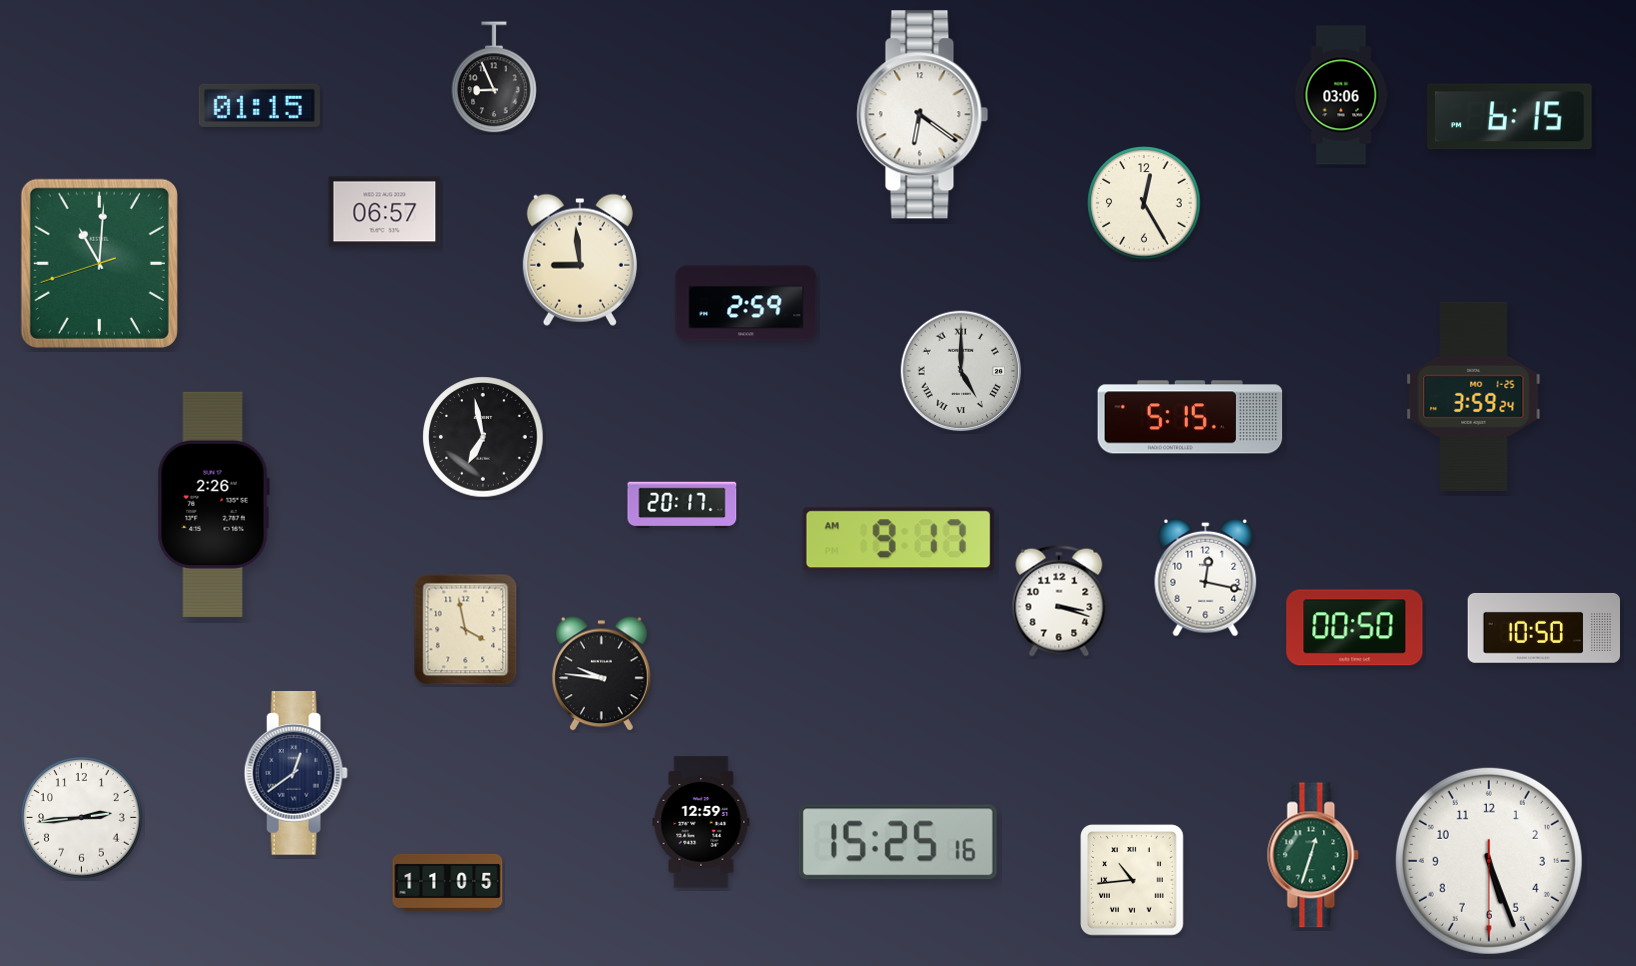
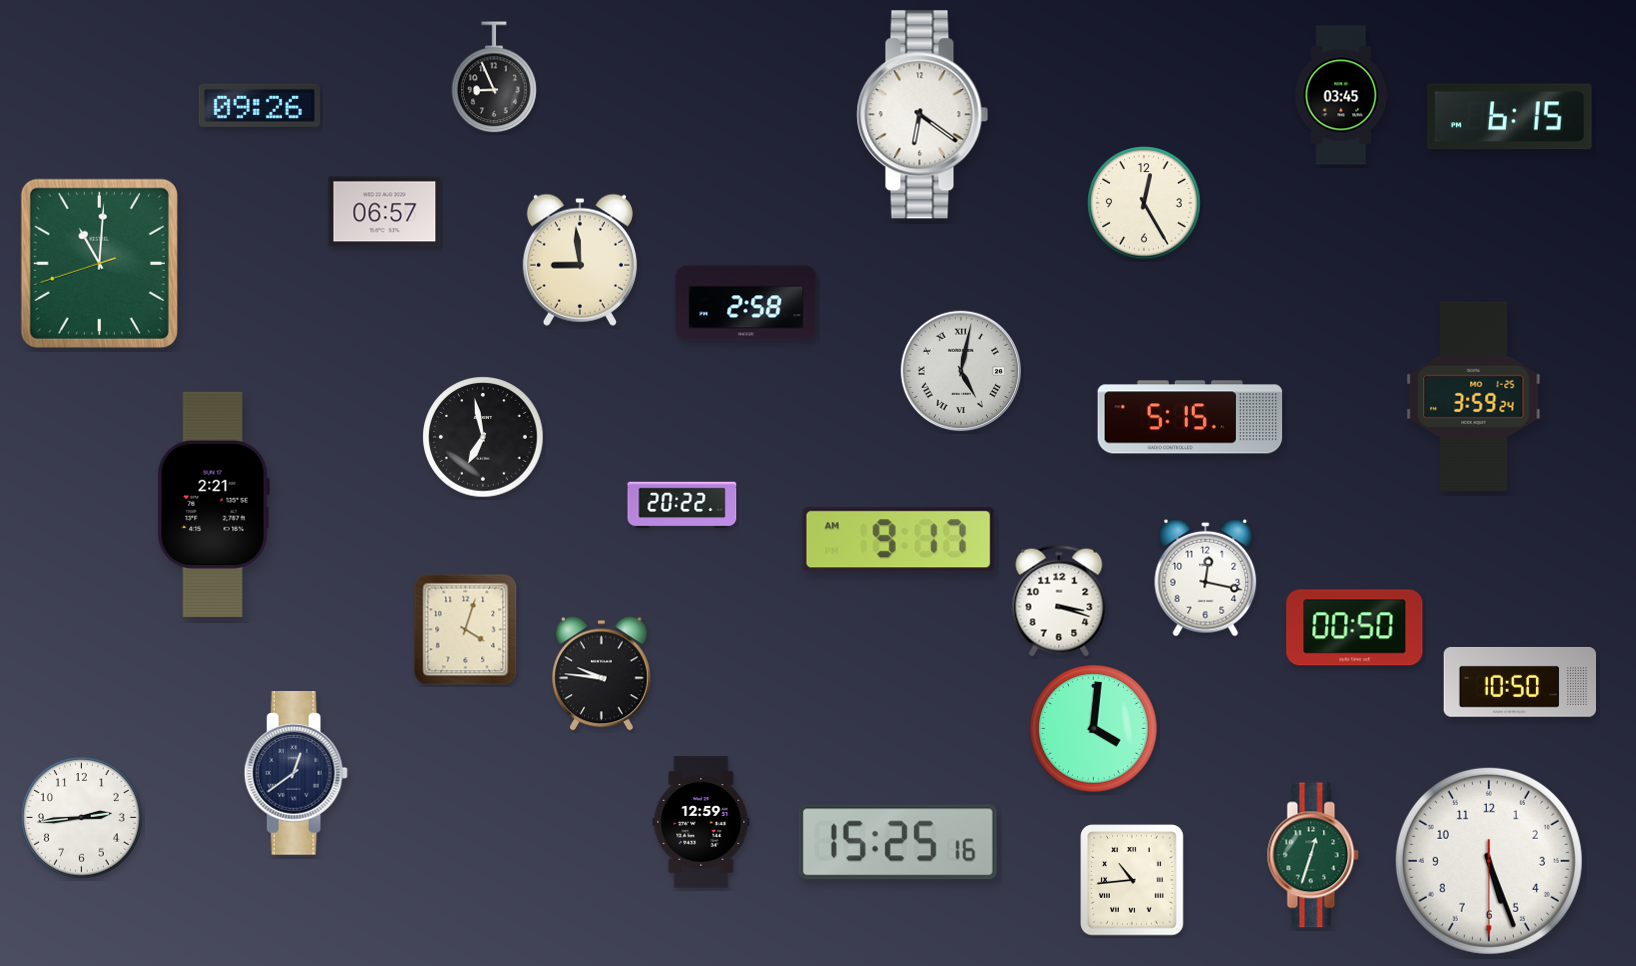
clock at (1341, 95): 03:06 -> 03:45
clock at (259, 105): 01:15 -> 09:26
clock at (746, 303): 2:59 -> 2:58
clock at (961, 371): 5:00 -> 5:02
clock at (213, 504): 2:26 -> 2:21
clock at (682, 505): 20:17 -> 20:22
clock at (1544, 628) position: (1544, 628) -> (1520, 682)
clock at (466, 630): 3:58 -> 4:03
clock at (1094, 729): none -> 4:01
clock at (448, 882): 11:05 -> none
